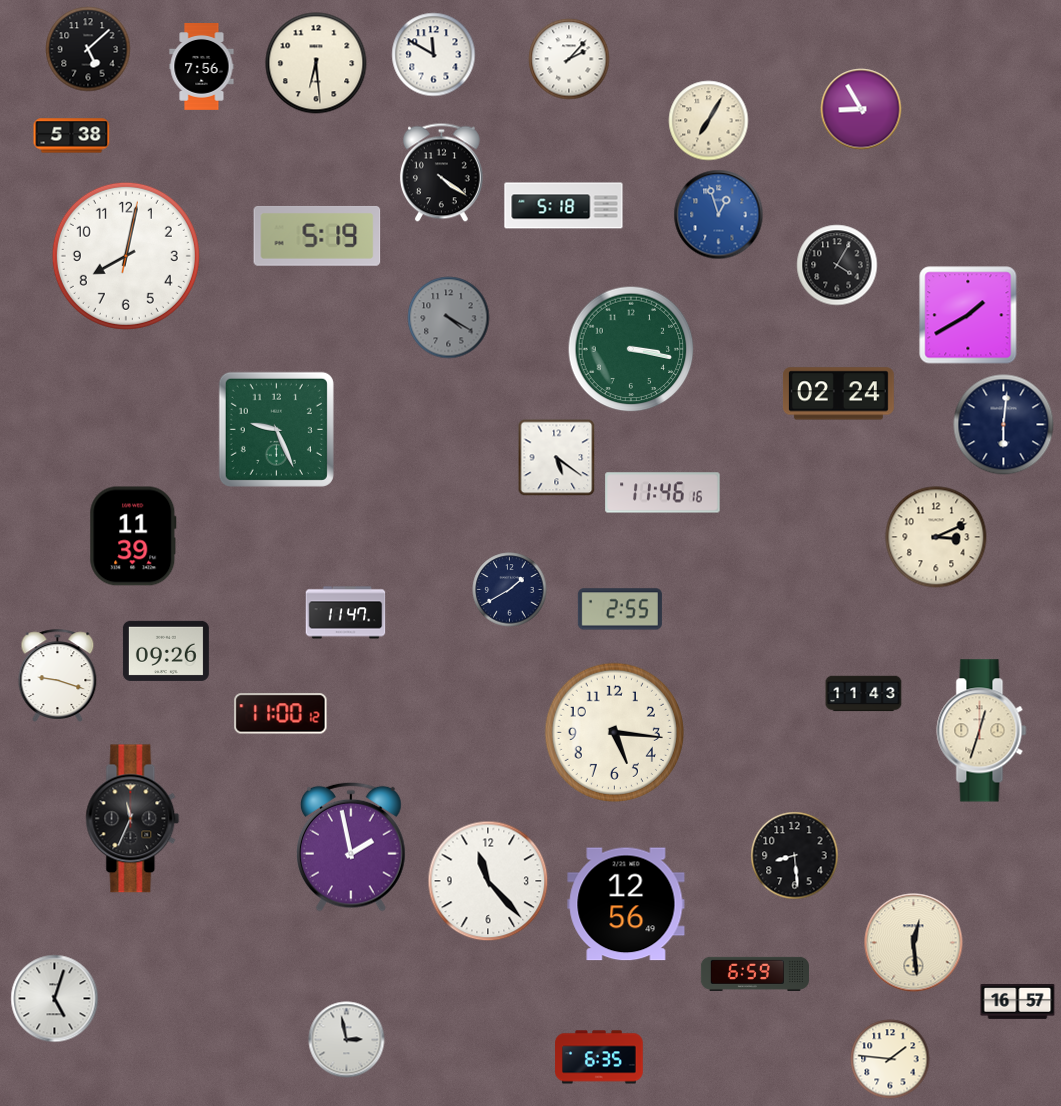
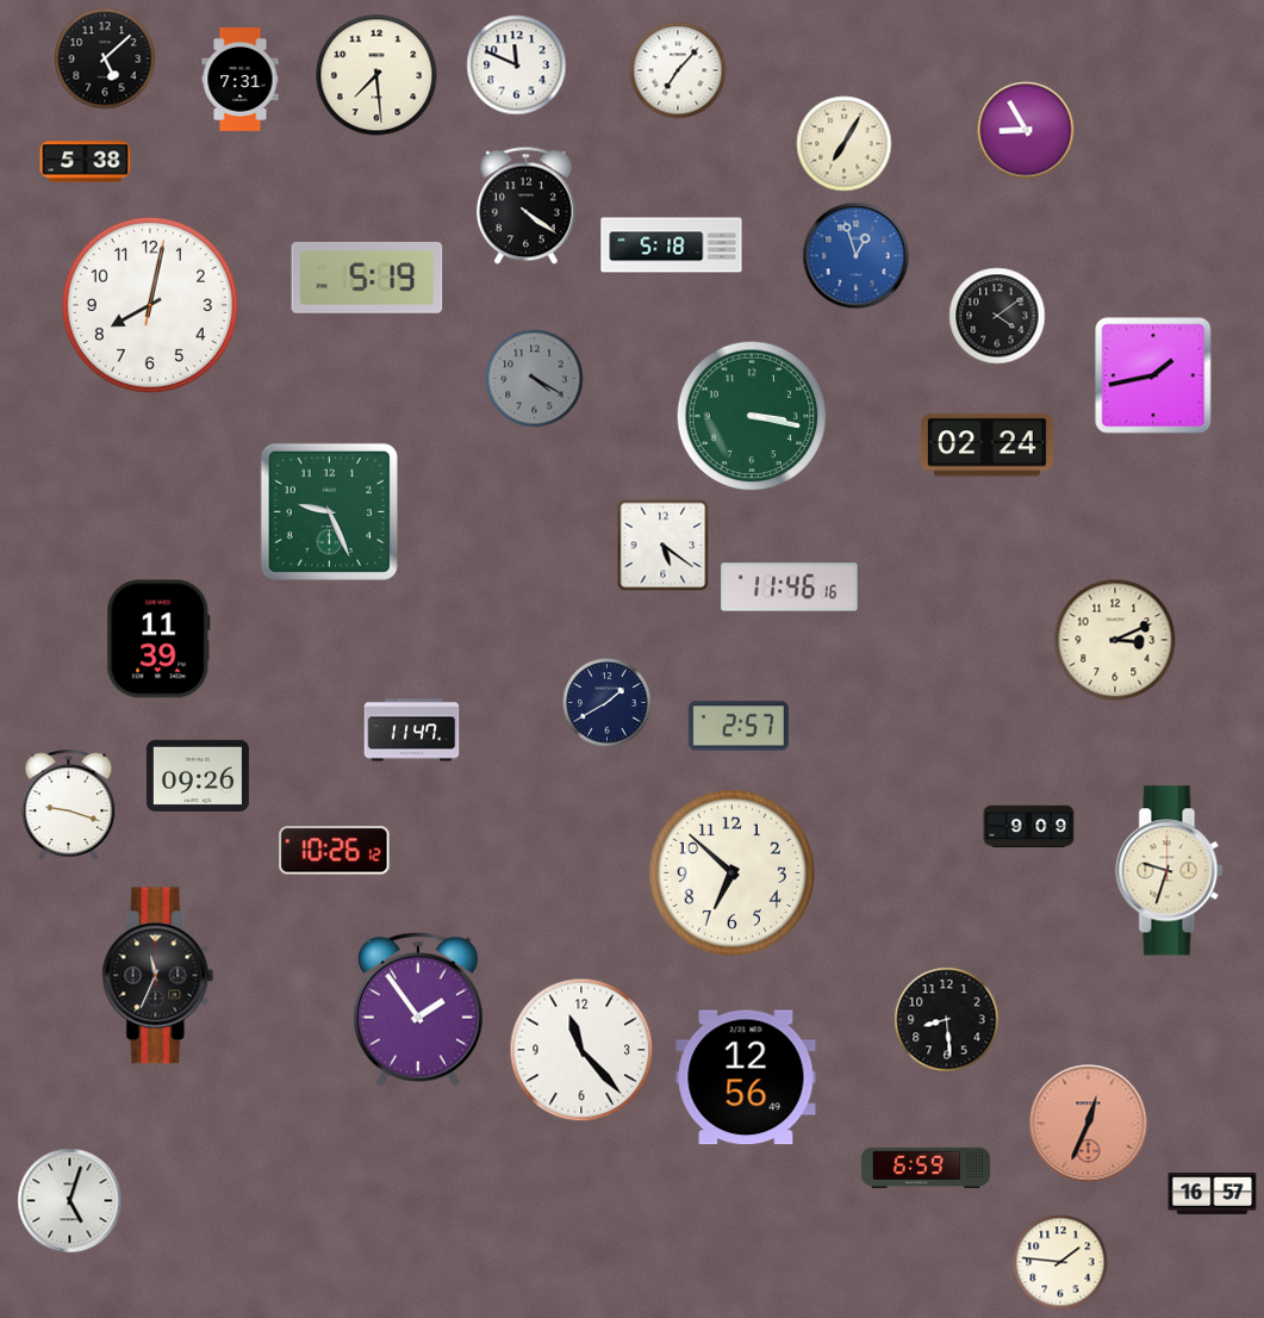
clock at (434, 55): 11:50 -> 11:49
clock at (569, 59): 2:07 -> 7:07
clock at (316, 63): 6:29 -> 7:29
clock at (202, 67): 7:56 -> 7:31
clock at (317, 236) position: (317, 236) -> (367, 278)
clock at (837, 265): 4:05 -> 4:09
clock at (968, 315): 1:40 -> 1:43
clock at (838, 394) position: (838, 394) -> (986, 446)
clock at (1004, 425): 6:01 -> none
clock at (620, 609): 2:55 -> 2:57
clock at (864, 694): 11:43 -> 9:09
clock at (281, 714): 11:00 -> 10:26
clock at (982, 731): 12:33 -> 9:33
clock at (614, 732): 5:16 -> 6:52
clock at (352, 847): 1:58 -> 1:54
clock at (914, 943): 12:29 -> 12:34
clock at (914, 943) dial: cream -> salmon
clock at (755, 974) position: (755, 974) -> (926, 1168)
clock at (55, 999) position: (55, 999) -> (70, 1201)
clock at (347, 1040): 2:58 -> none
clock at (599, 1057): 6:35 -> none
